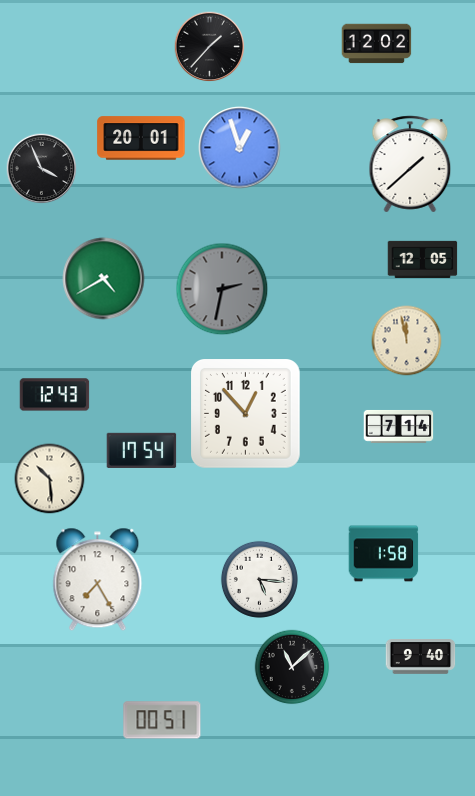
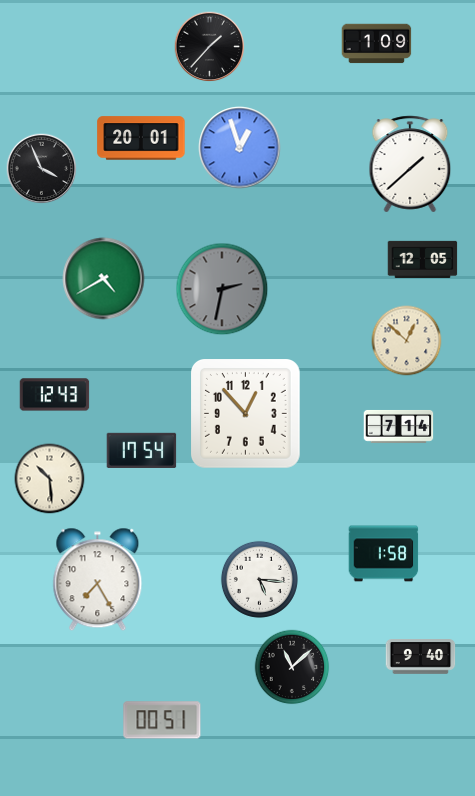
clock at (377, 44): 12:02 -> 1:09
clock at (407, 341): 11:58 -> 12:52
